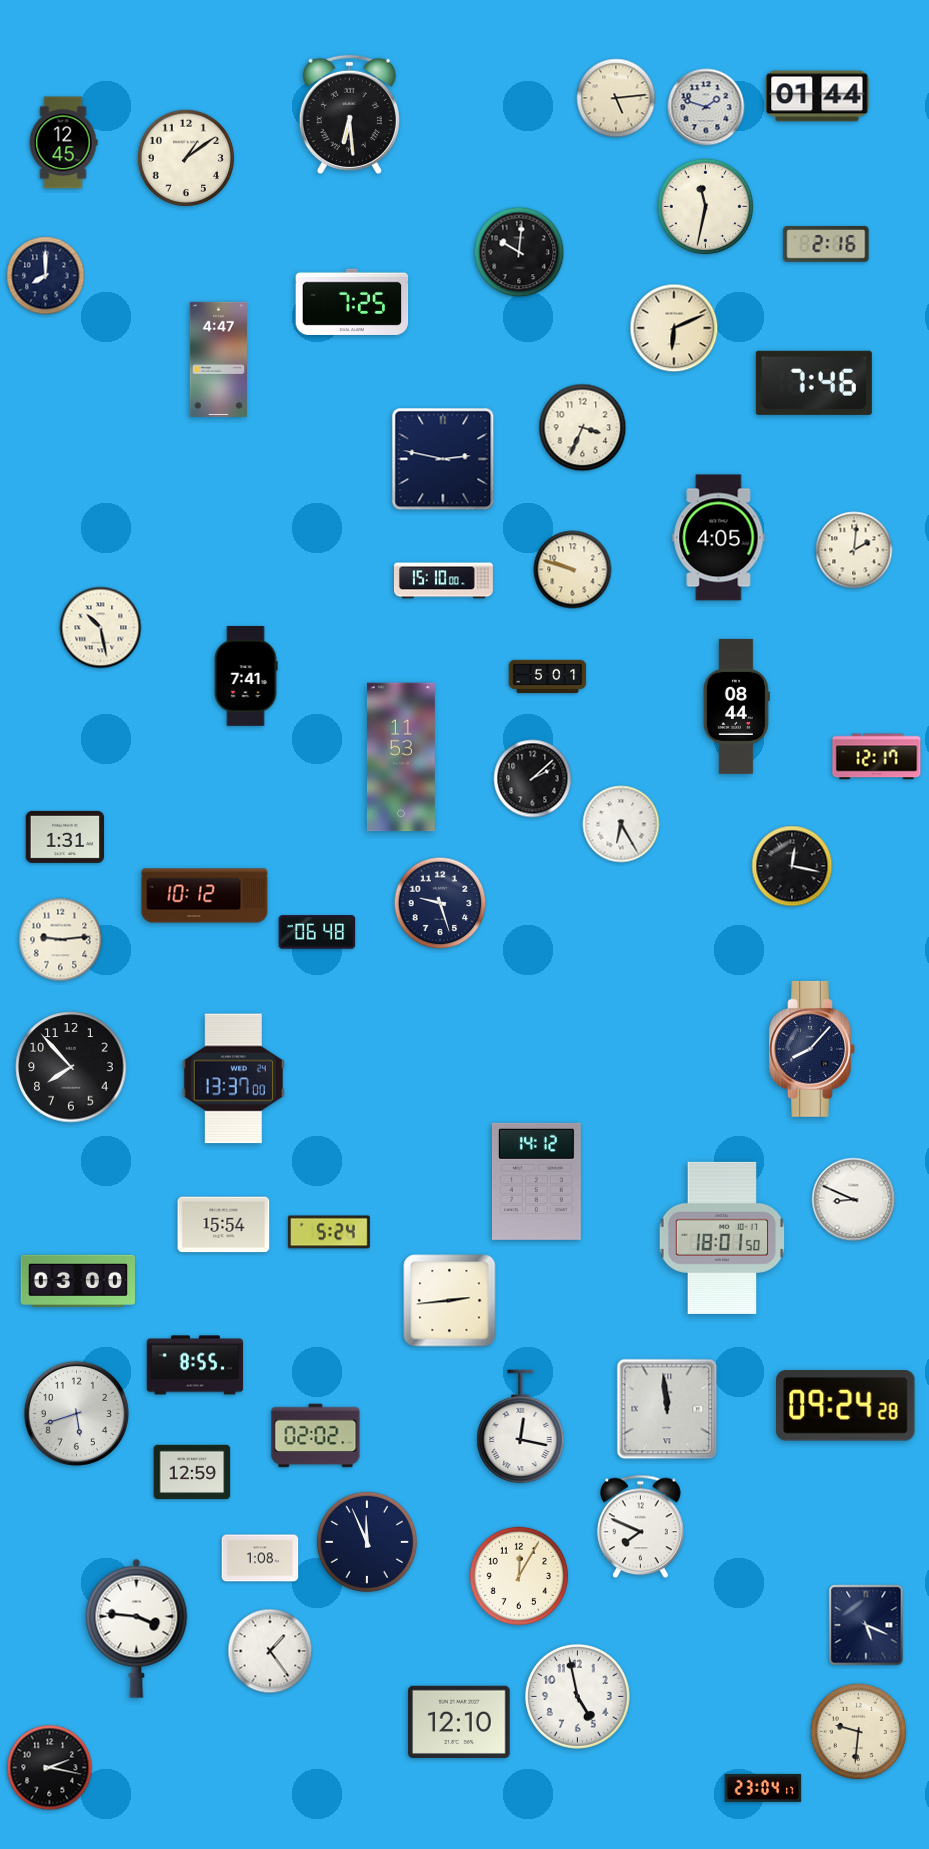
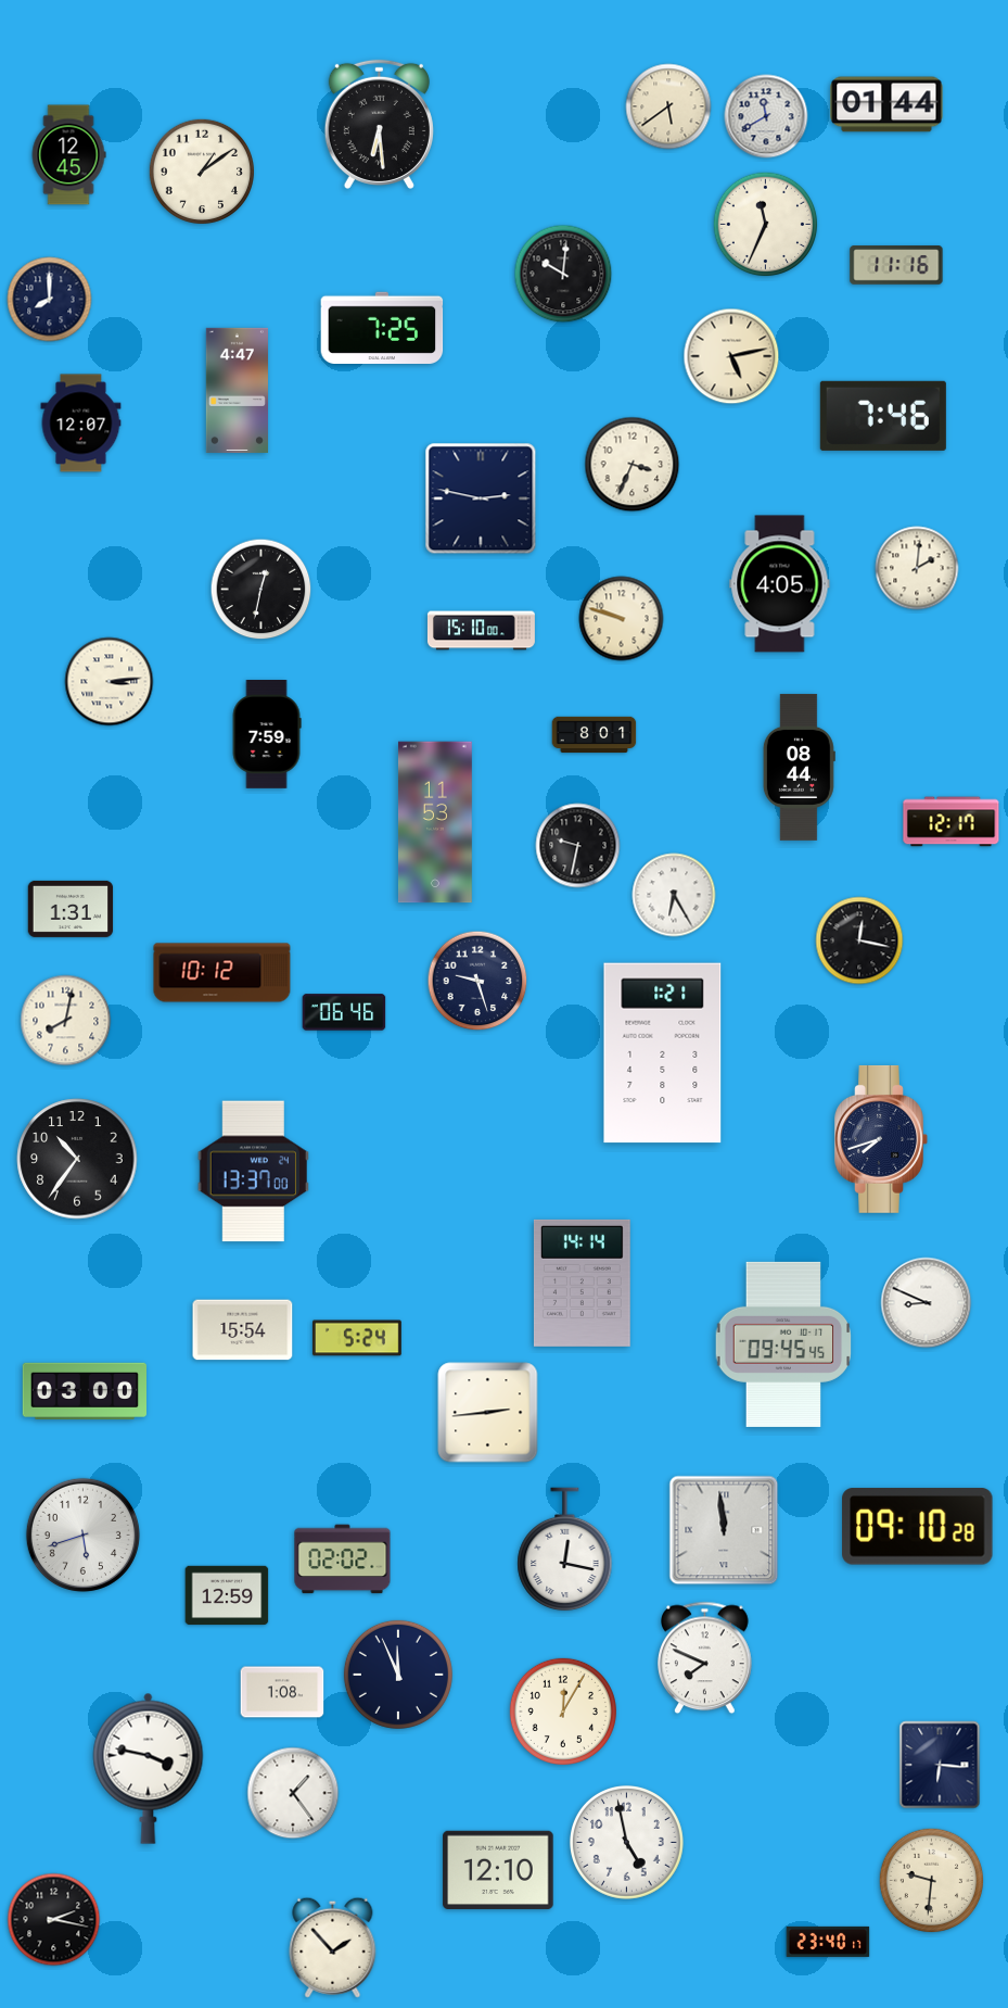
clock at (616, 98): 5:14 -> 5:39
clock at (706, 107): 1:48 -> 11:40
clock at (706, 207): 11:32 -> 11:34
clock at (826, 244): 2:16 -> 11:16
clock at (674, 328): 6:11 -> 5:13
clock at (81, 424): none -> 12:07
clock at (261, 590): none -> 12:32
clock at (854, 550) position: (854, 550) -> (917, 568)
clock at (101, 628): 10:28 -> 3:14
clock at (246, 677): 7:41 -> 7:59
clock at (548, 677): 5:01 -> 8:01
clock at (533, 779): 2:08 -> 9:32
clock at (317, 932): 06:48 -> 06:46
clock at (61, 940): 9:14 -> 8:02
clock at (663, 1053): none -> 1:21
clock at (812, 1049): 8:07 -> 7:42
clock at (71, 1067): 7:53 -> 10:36
clock at (536, 1181): 14:12 -> 14:14
clock at (722, 1238): 18:01 -> 09:45
clock at (195, 1365): 8:55 -> none
clock at (846, 1406): 09:24 -> 09:10
clock at (192, 1472) position: (192, 1472) -> (227, 1595)
clock at (641, 1527) position: (641, 1527) -> (705, 1658)
clock at (866, 1625): 5:19 -> 6:16
clock at (137, 1628): 3:46 -> 3:47
clock at (763, 1788): 23:04 -> 23:40
clock at (333, 1947): none -> 1:53
